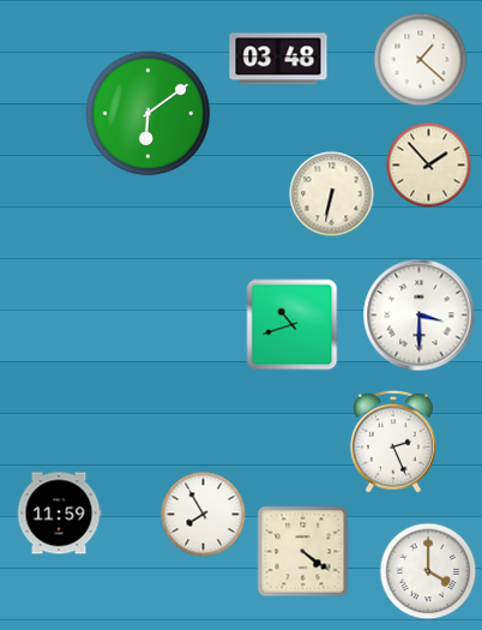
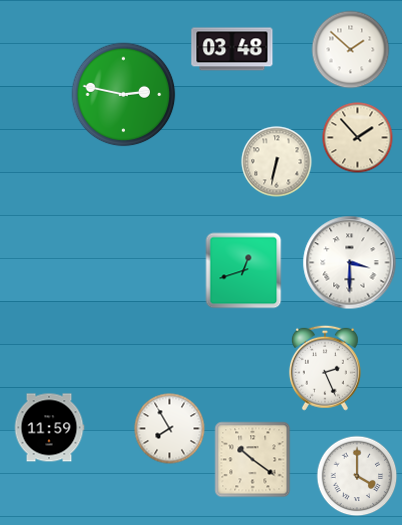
clock at (421, 60): 1:22 -> 1:52
clock at (149, 114): 6:09 -> 2:47
clock at (293, 325): 10:42 -> 12:42
clock at (393, 442) position: (393, 442) -> (325, 368)
clock at (303, 552): 4:21 -> 10:21
